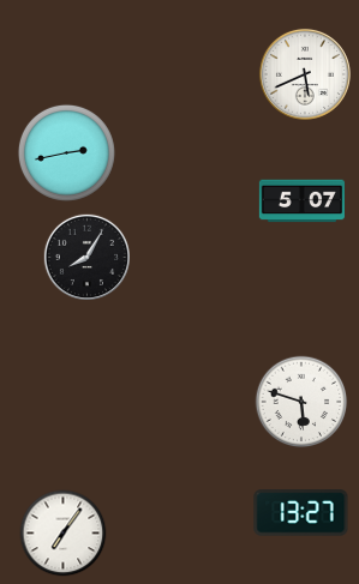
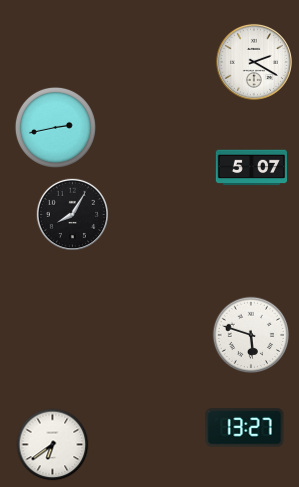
clock at (305, 74): 5:41 -> 2:20
clock at (301, 513) position: (301, 513) -> (245, 428)
clock at (64, 534): 7:06 -> 6:39
